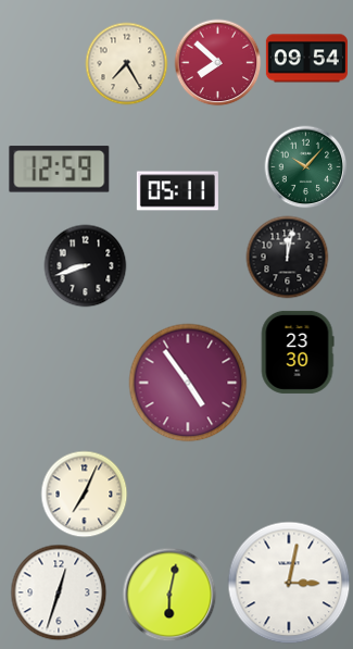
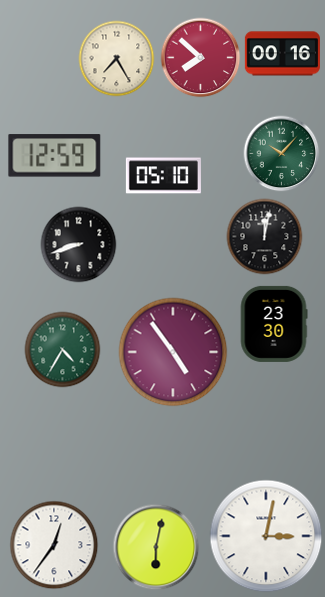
clock at (306, 59): 09:54 -> 00:16
clock at (177, 191): 05:11 -> 05:10
clock at (63, 350): none -> 4:35
clock at (85, 495): 7:04 -> none
clock at (59, 592): 12:33 -> 12:36
